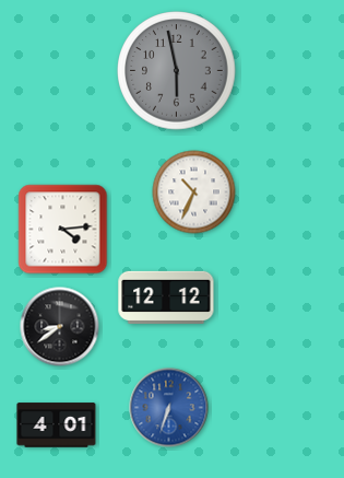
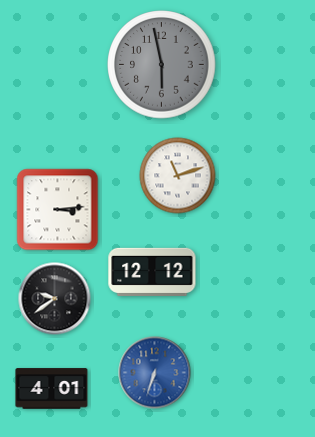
clock at (194, 193): 10:34 -> 11:12
clock at (63, 230): 4:14 -> 3:14
clock at (60, 327): 8:39 -> 9:39
